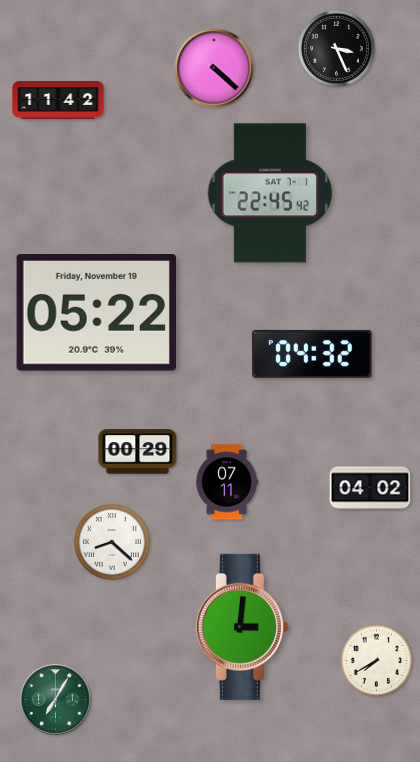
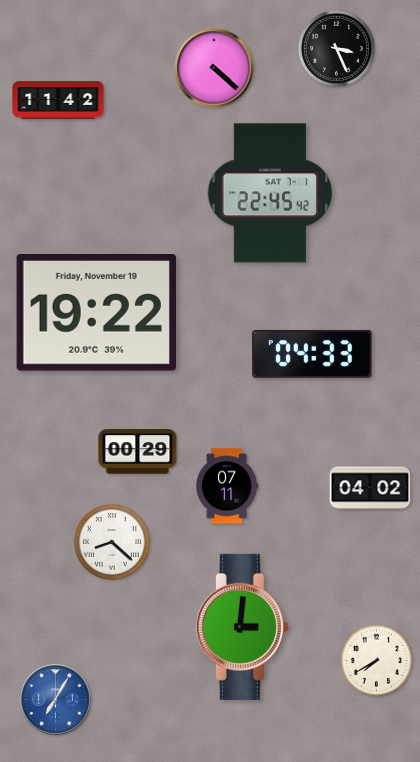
clock at (96, 313): 05:22 -> 19:22
clock at (312, 354): 04:32 -> 04:33
clock at (227, 482) position: (227, 482) -> (227, 486)
clock at (56, 700) dial: green -> blue
